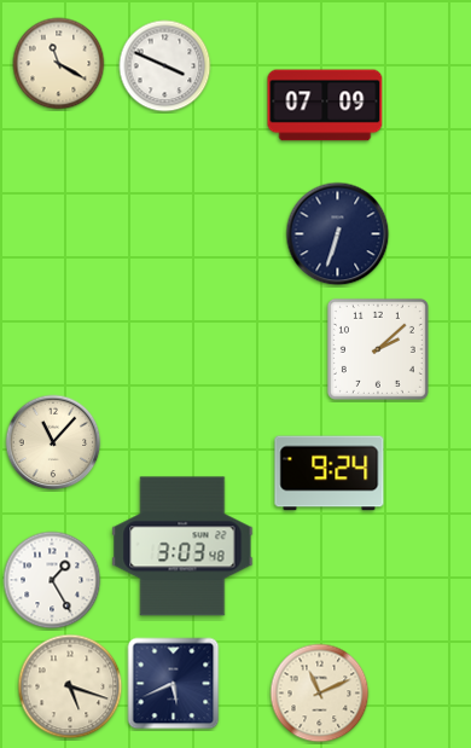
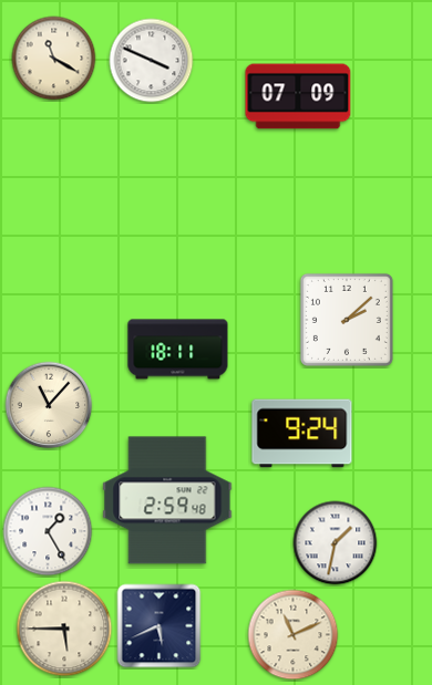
clock at (338, 234): 6:33 -> none
clock at (178, 350): none -> 18:11
clock at (182, 546): 3:03 -> 2:59
clock at (336, 543): none -> 1:32
clock at (70, 686): 5:18 -> 5:45
